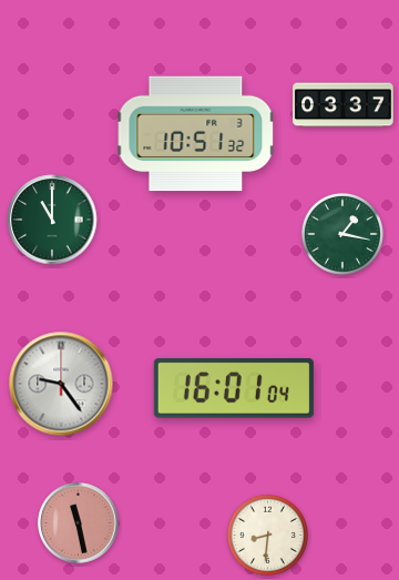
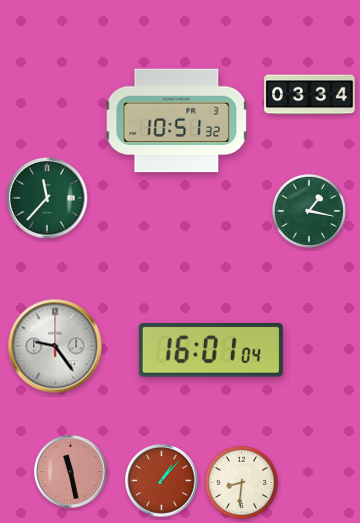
clock at (344, 105): 03:37 -> 03:34
clock at (52, 220): 11:00 -> 11:37
clock at (162, 481): none -> 1:07
